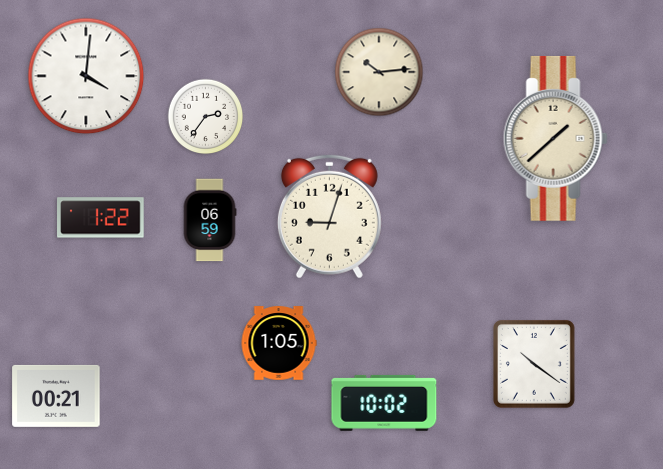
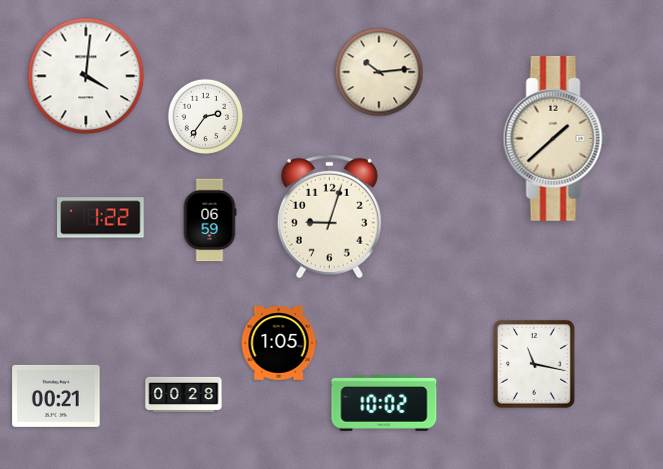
clock at (534, 364): 10:21 -> 11:17
clock at (184, 394): none -> 00:28
